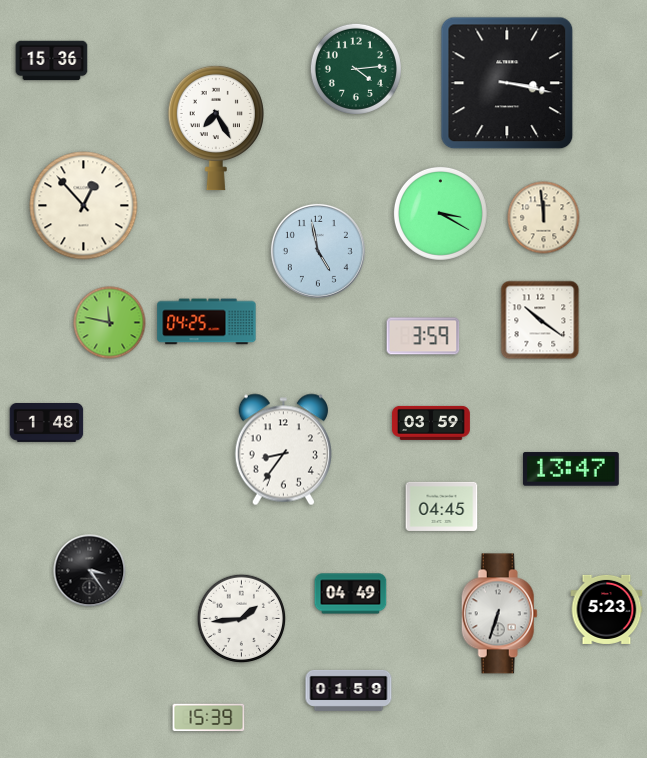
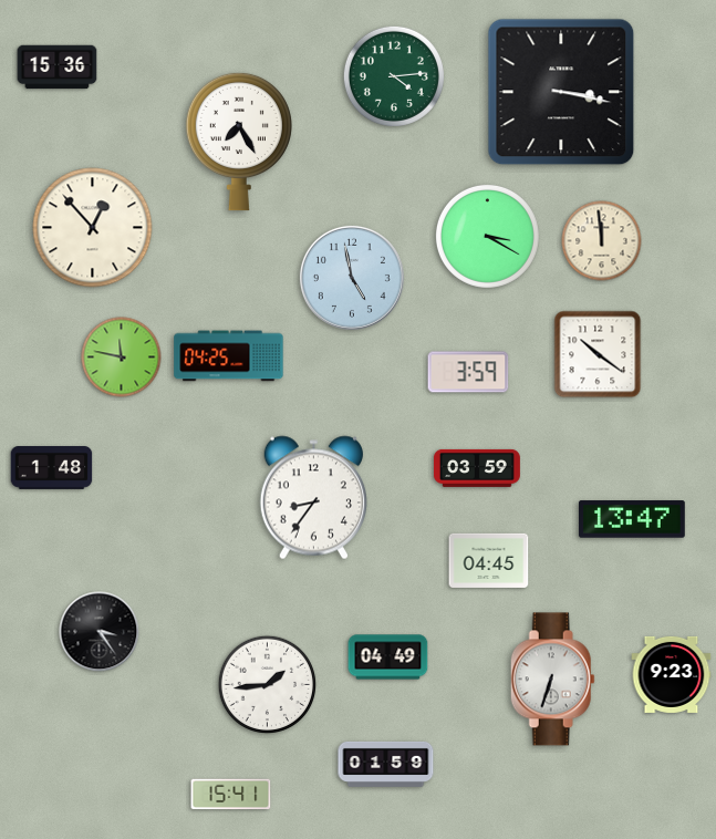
clock at (607, 609): 5:23 -> 9:23
clock at (209, 718): 15:39 -> 15:41
